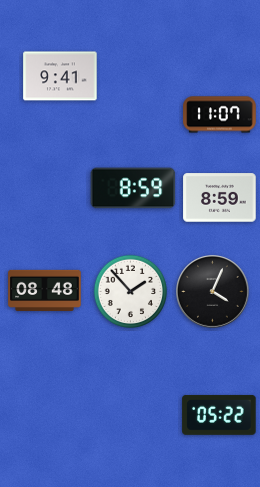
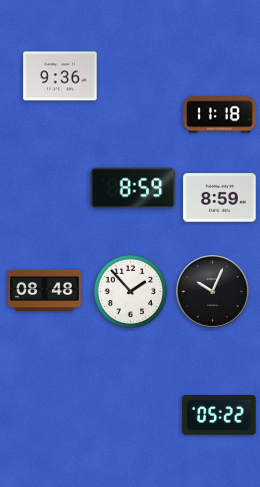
clock at (60, 76): 9:41 -> 9:36
clock at (220, 115): 11:07 -> 11:18
clock at (213, 292): 4:04 -> 10:04
